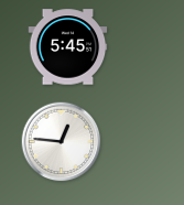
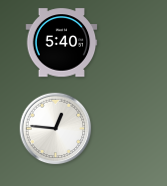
clock at (68, 47): 5:45 -> 5:40
